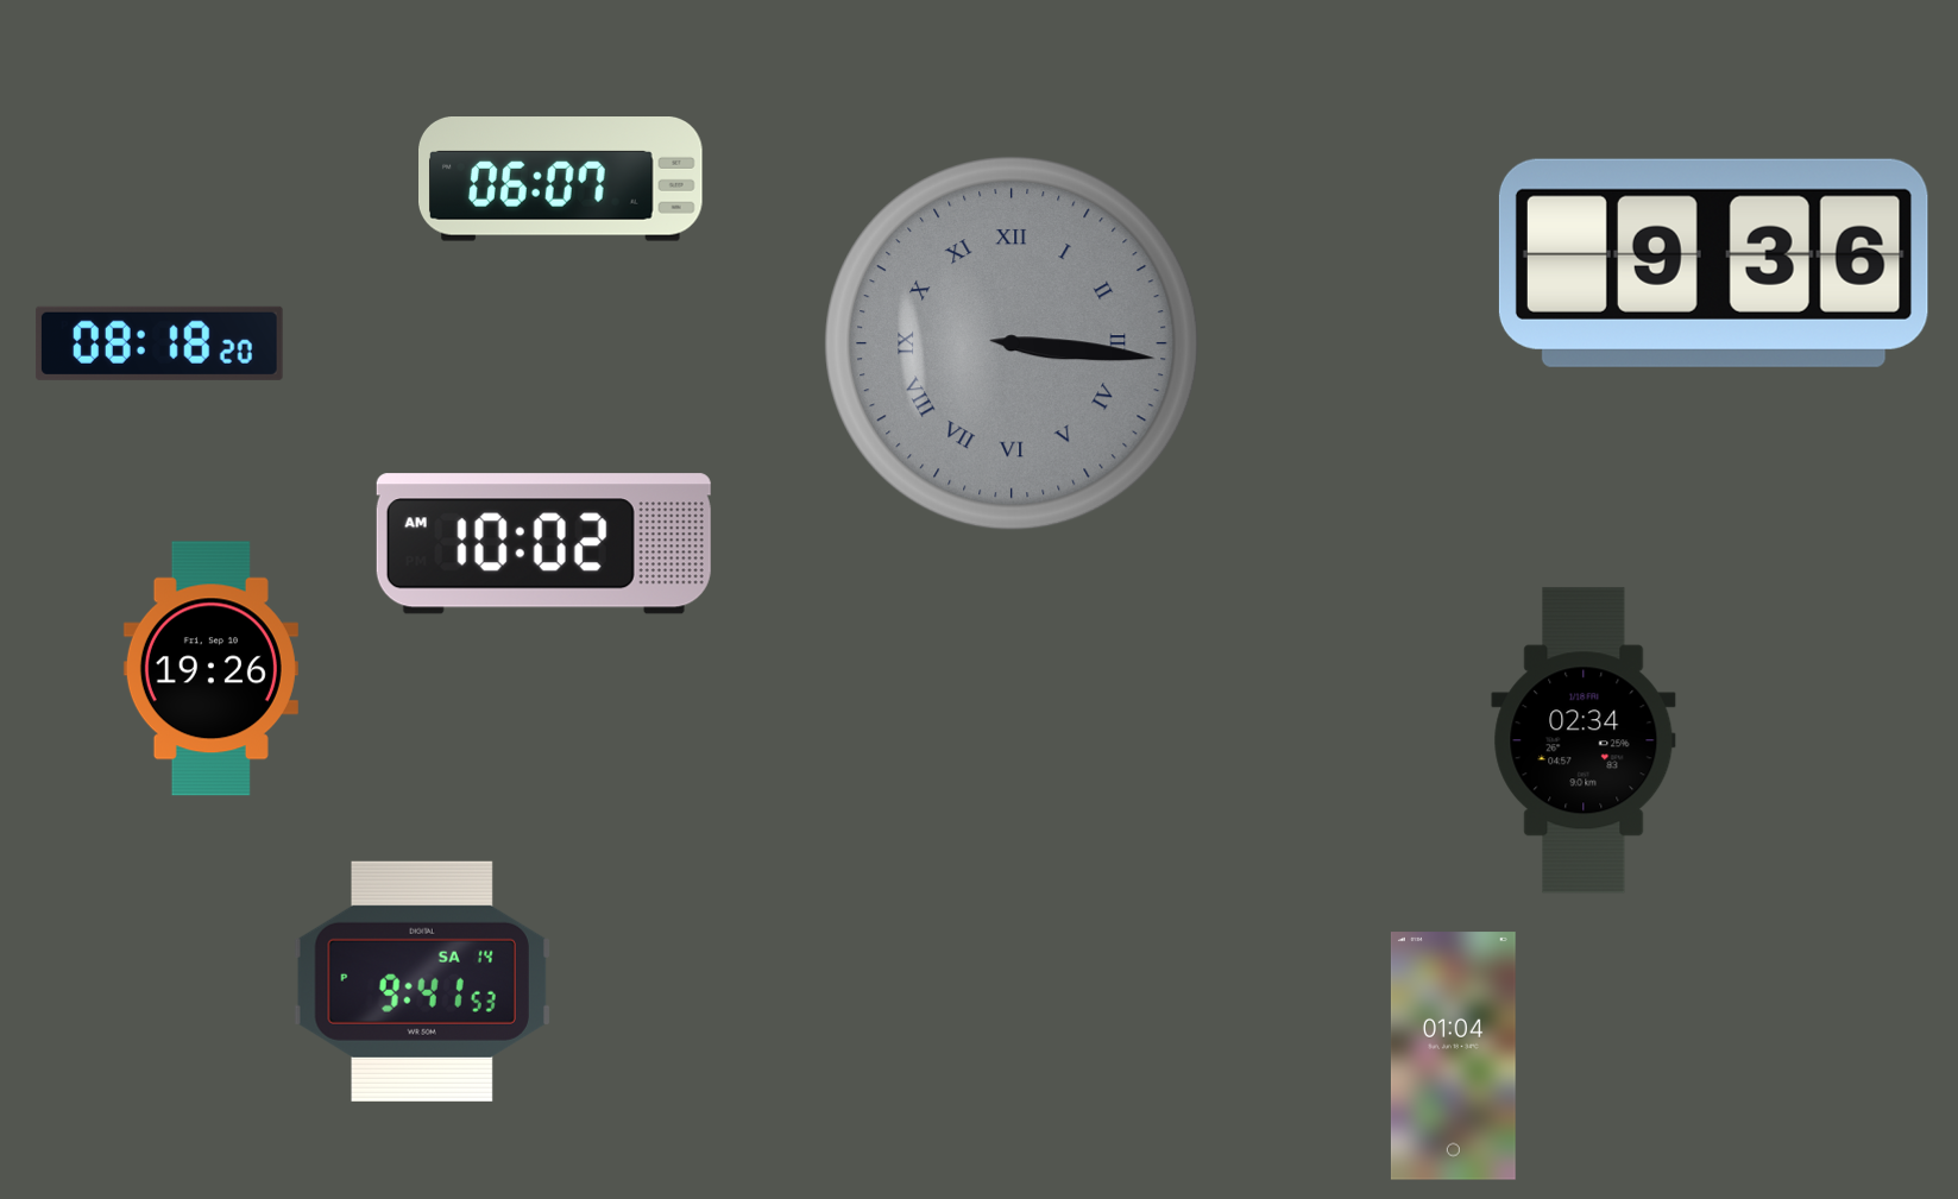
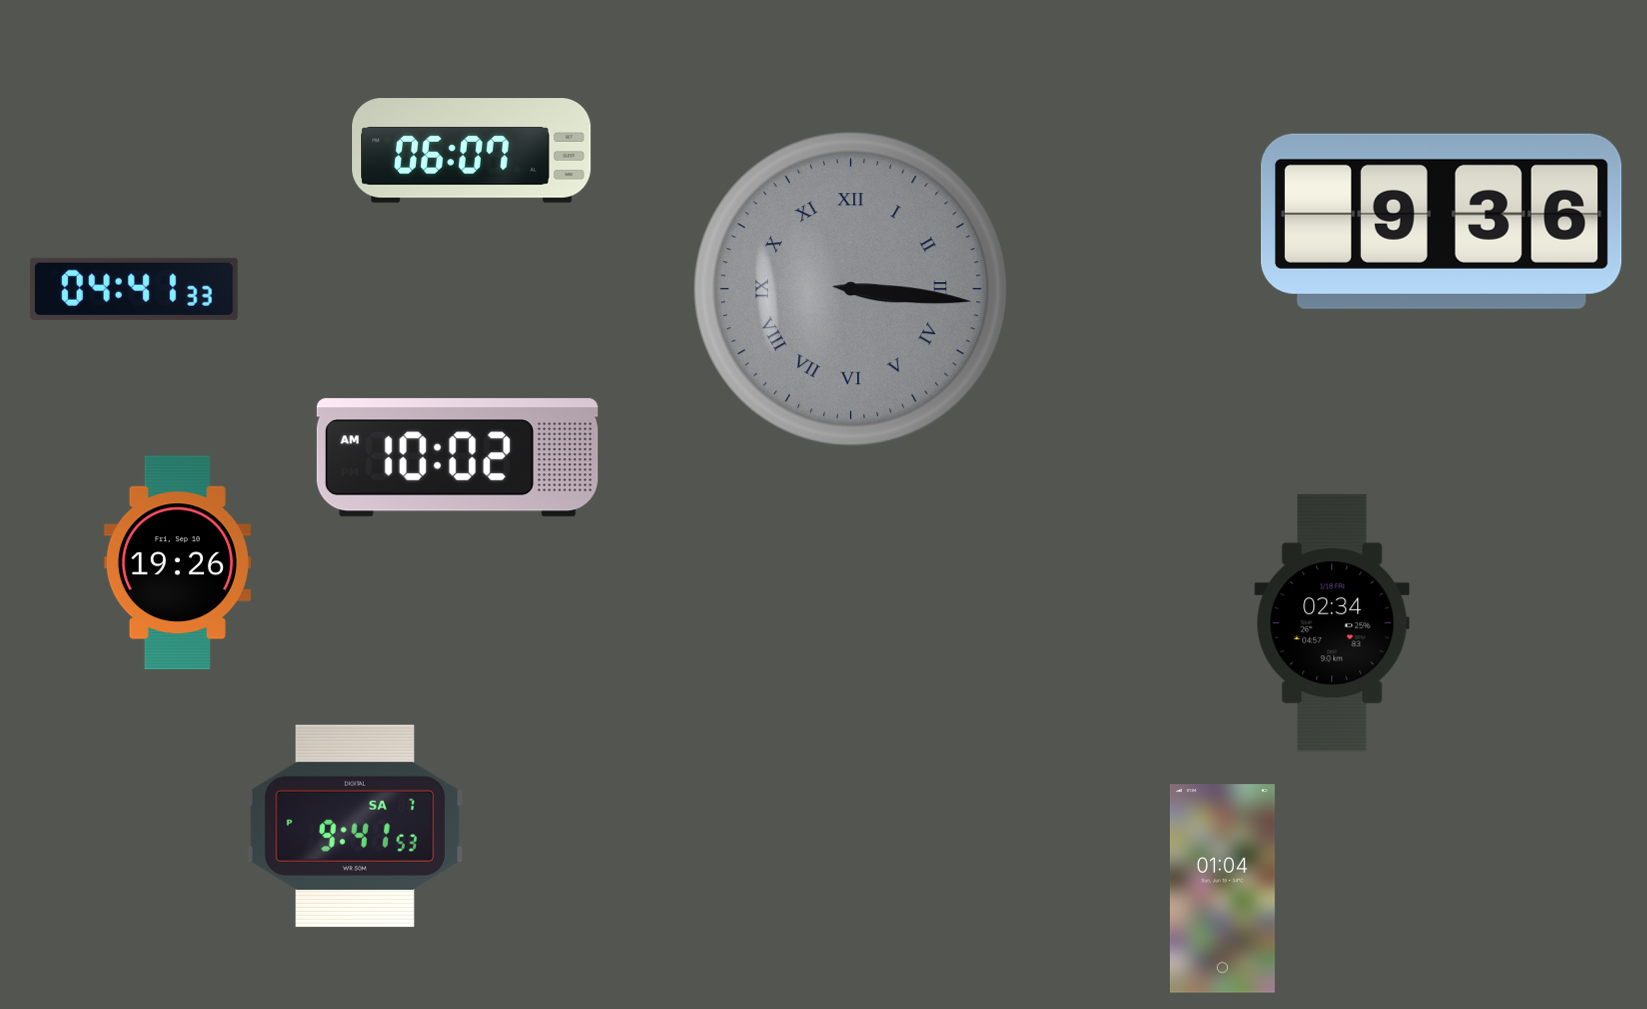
clock at (159, 343): 08:18 -> 04:41
clock at (421, 982) date: SA 14 -> SA 7
